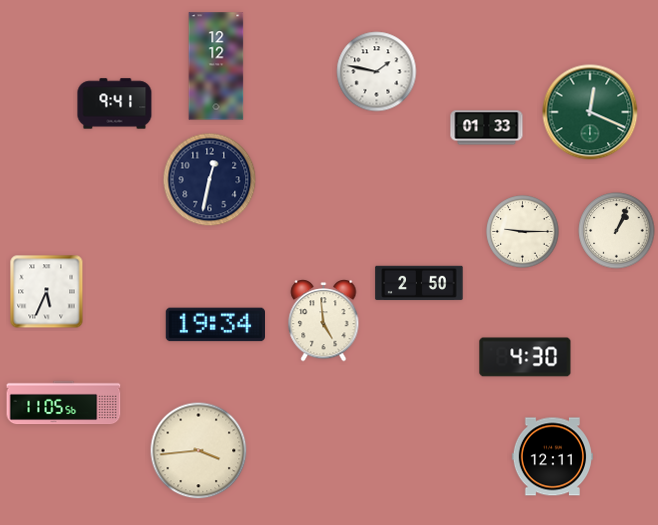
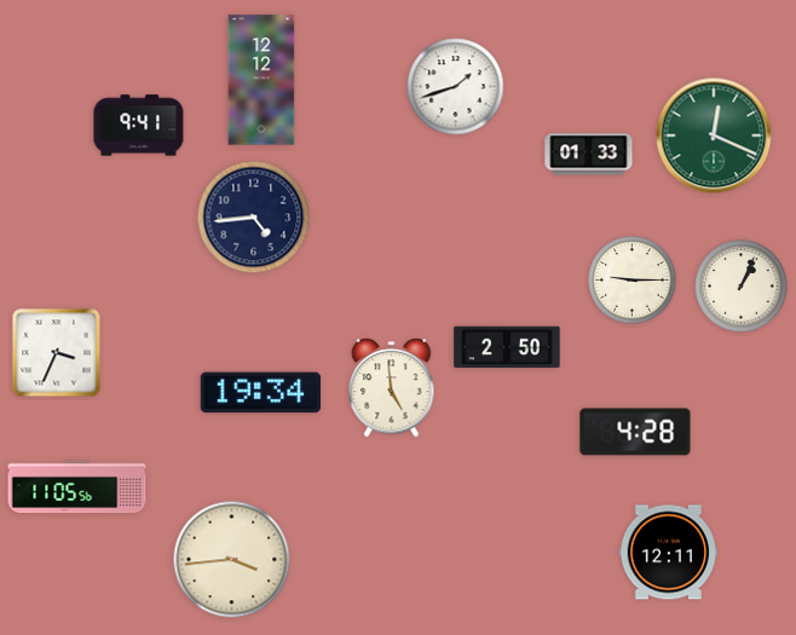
clock at (377, 72): 1:47 -> 1:42
clock at (210, 180): 12:32 -> 4:44
clock at (617, 231) position: (617, 231) -> (742, 287)
clock at (419, 283) position: (419, 283) -> (507, 347)
clock at (47, 292): 5:34 -> 3:34
clock at (525, 357): 4:30 -> 4:28
clock at (199, 451) position: (199, 451) -> (232, 560)
